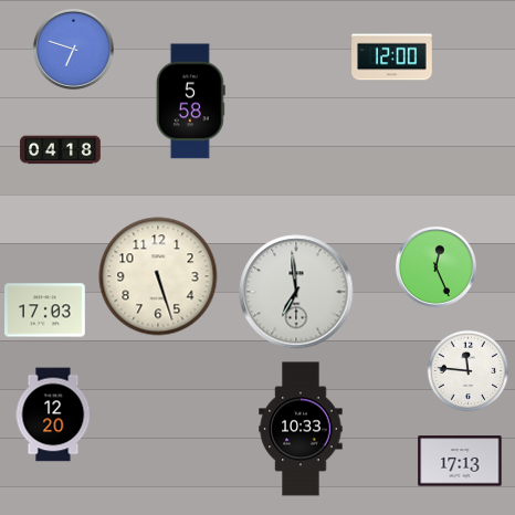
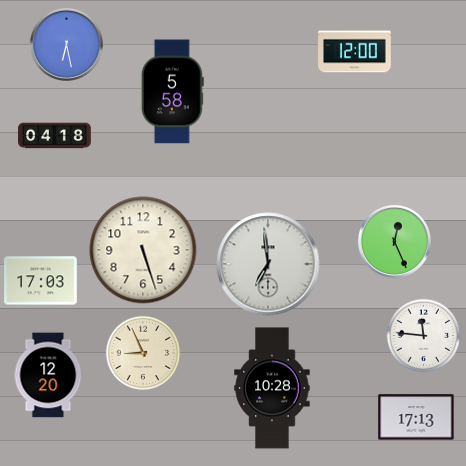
clock at (73, 49): 6:48 -> 6:28
clock at (143, 353): none -> 8:56
clock at (301, 429): 10:33 -> 10:28
